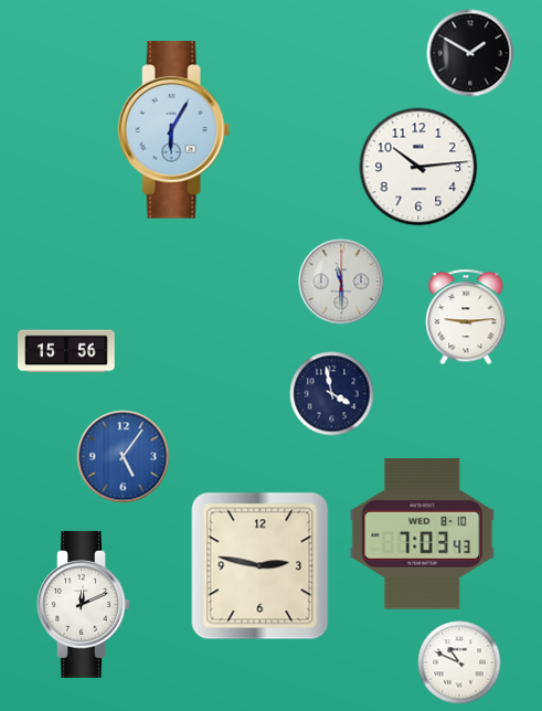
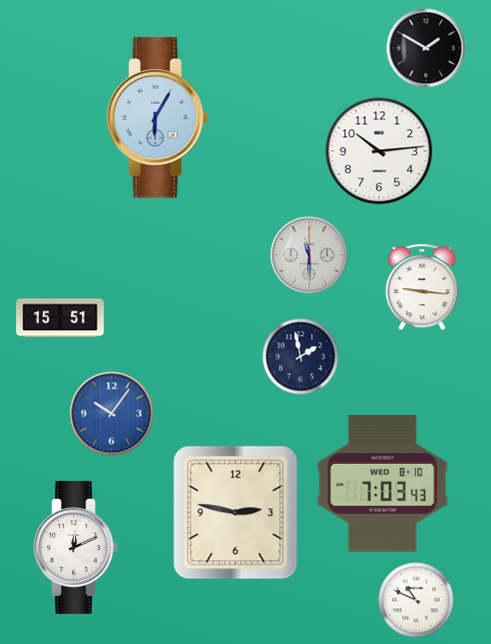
clock at (466, 317): 9:14 -> 9:16
clock at (66, 351): 15:56 -> 15:51
clock at (332, 394): 3:58 -> 1:58
clock at (124, 457): 5:06 -> 10:06
